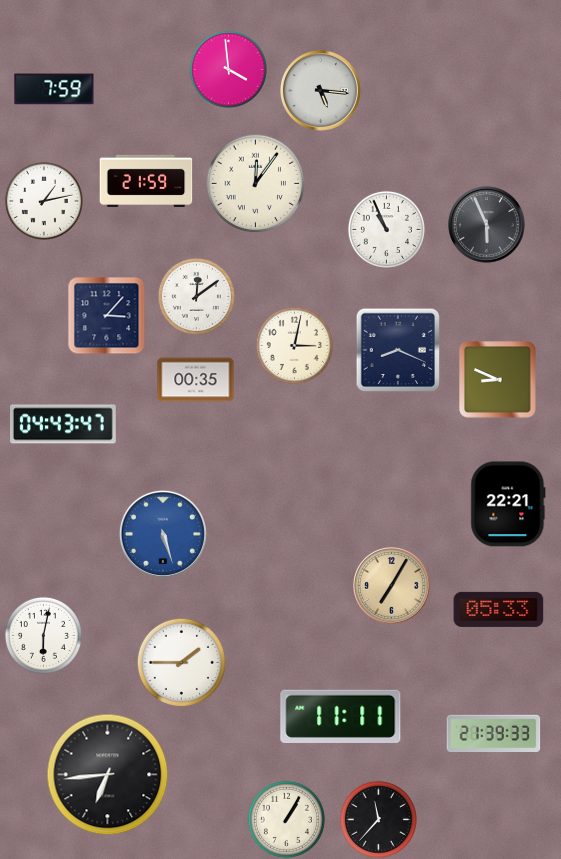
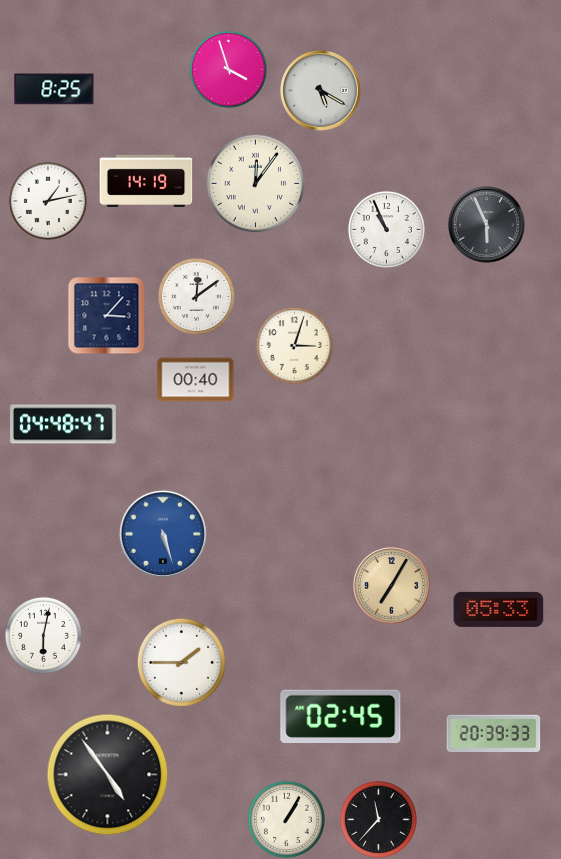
clock at (228, 69): 3:59 -> 3:57
clock at (54, 89): 7:59 -> 8:25
clock at (320, 90): 5:16 -> 5:20
clock at (146, 181): 21:59 -> 14:19
clock at (44, 201) position: (44, 201) -> (48, 201)
clock at (294, 345): 3:02 -> 3:03
clock at (398, 350): 8:19 -> none
clock at (196, 380): 00:35 -> 00:40
clock at (498, 380): 8:49 -> none
clock at (64, 424): 04:43 -> 04:48
clock at (508, 504): 22:21 -> none
clock at (341, 716): 11:11 -> 02:45
clock at (494, 734): 21:39 -> 20:39
clock at (108, 775): 6:44 -> 4:54
